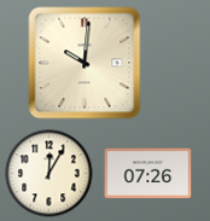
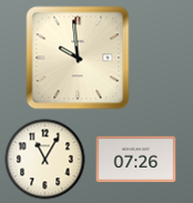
clock at (84, 63): 10:01 -> 9:59
clock at (49, 174): 12:05 -> 11:05
